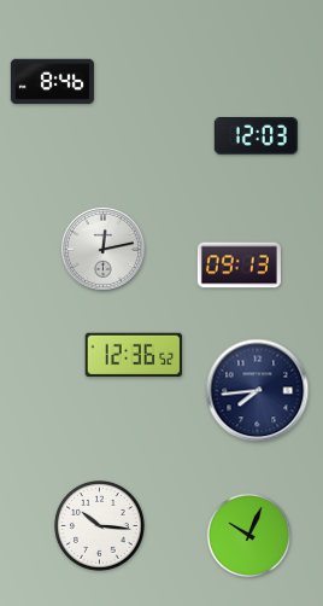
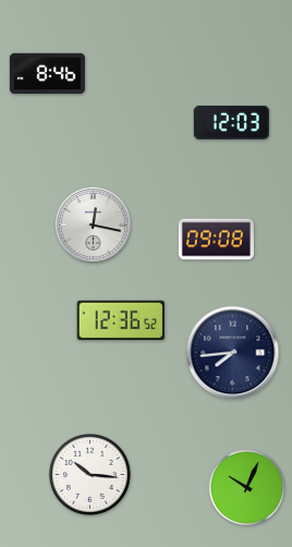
clock at (102, 249): 12:13 -> 12:17
clock at (239, 266): 09:13 -> 09:08
clock at (249, 536) position: (249, 536) -> (247, 488)
